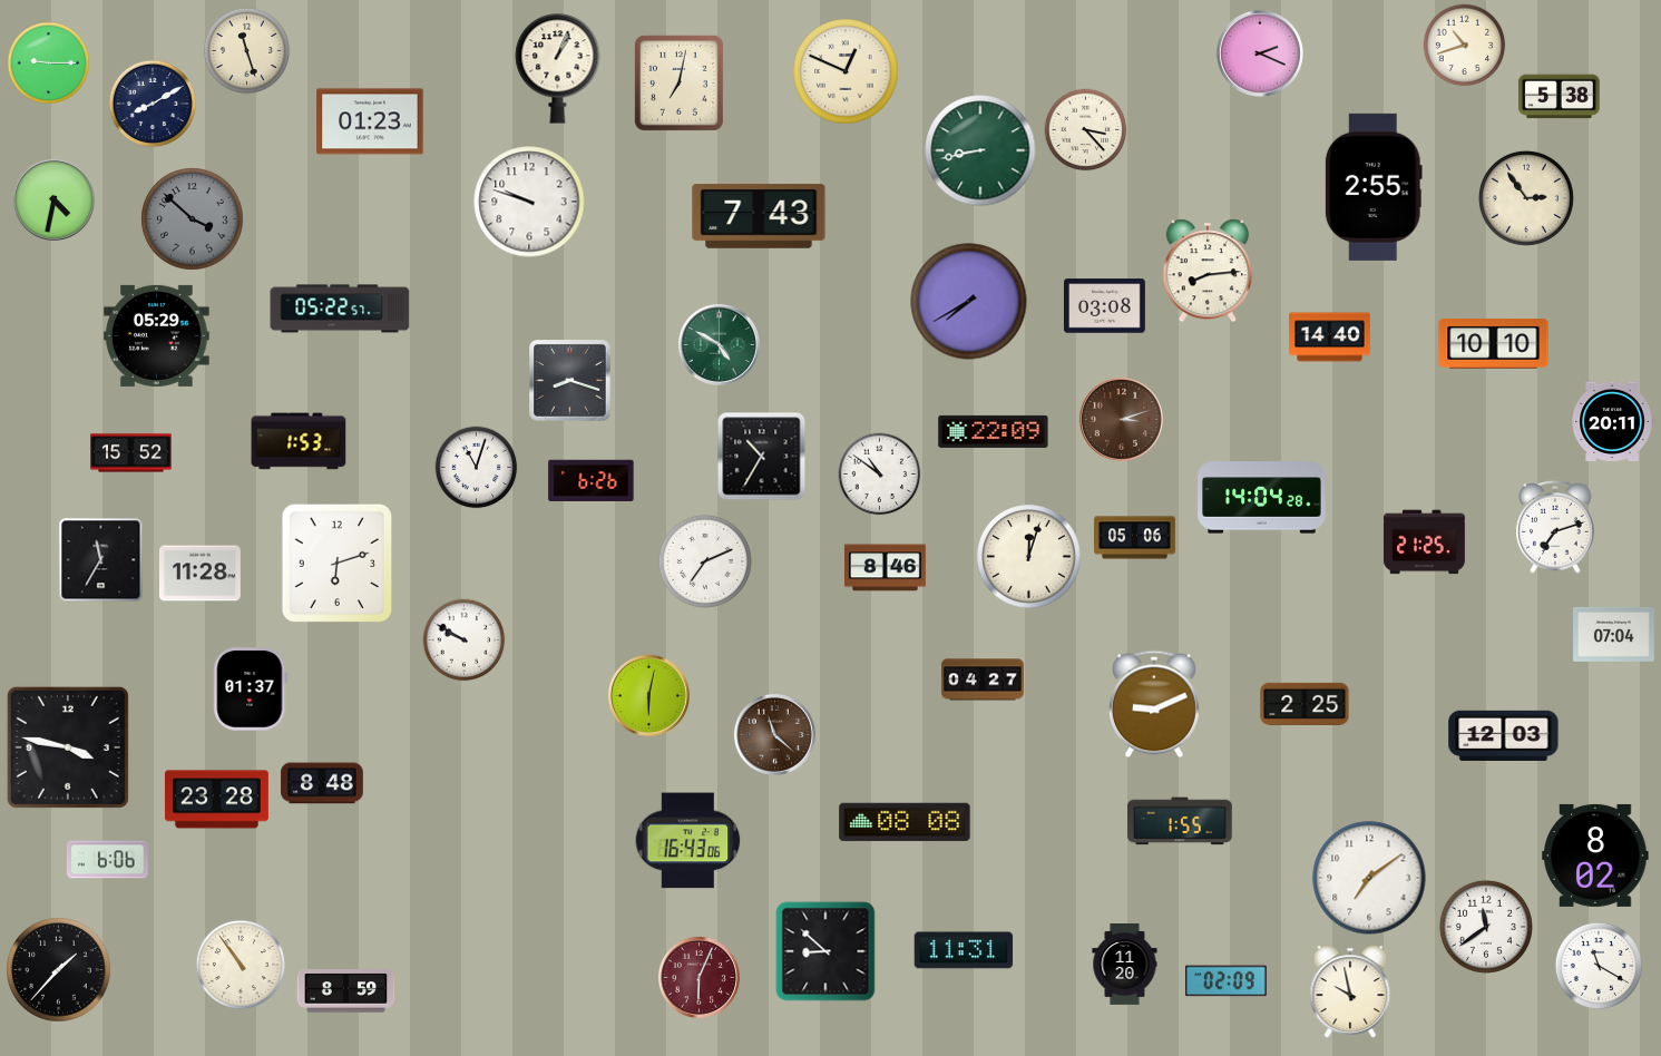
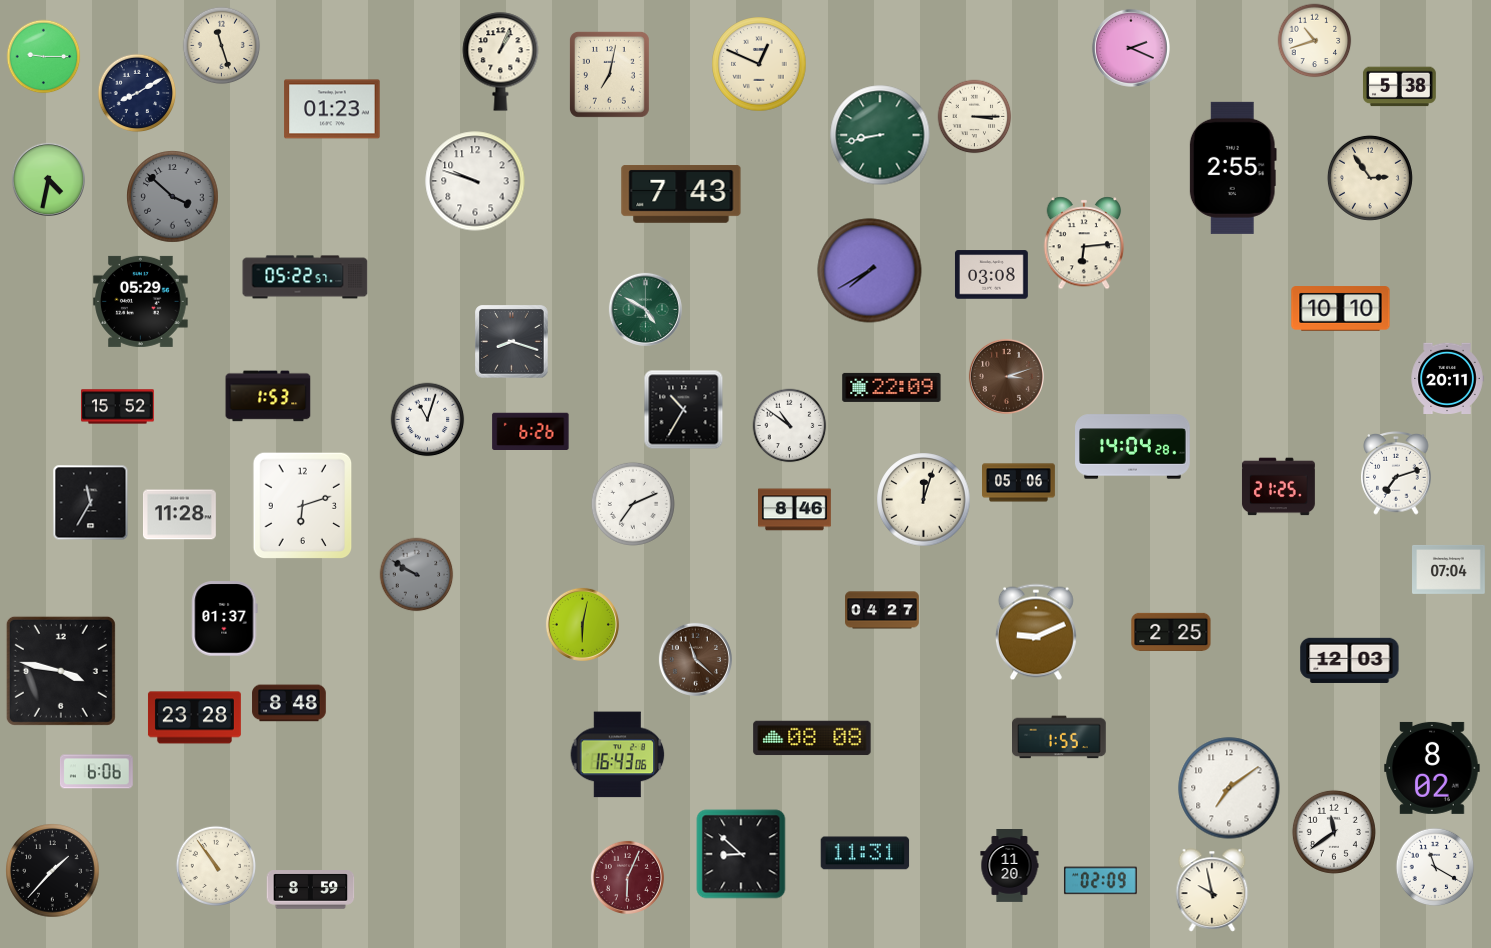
clock at (1086, 130): 3:23 -> 3:15
clock at (1208, 271): 8:14 -> 6:14
clock at (1330, 338): 14:40 -> none
clock at (465, 641) dial: white -> grey
